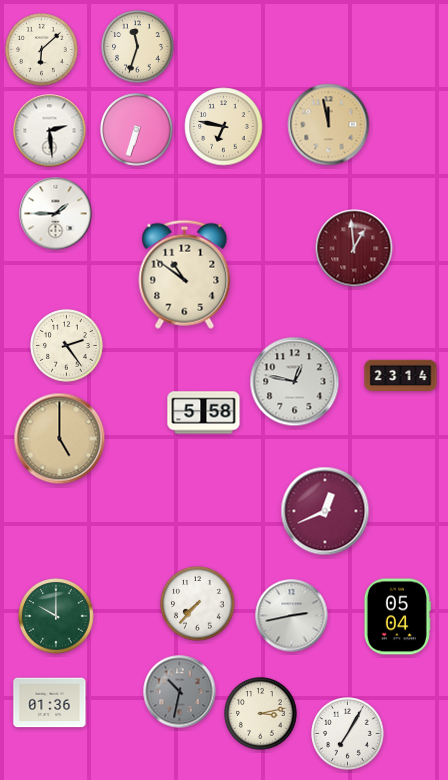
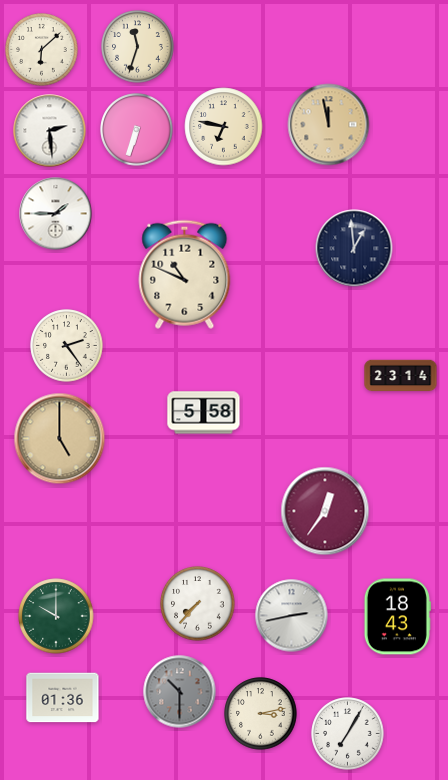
clock at (354, 248) dial: burgundy -> navy
clock at (185, 274): 10:51 -> 10:49
clock at (295, 382): 12:47 -> none
clock at (325, 511): 12:41 -> 12:36
clock at (397, 617): 05:04 -> 18:43
clock at (180, 692): 10:32 -> 10:30
clock at (50, 703) position: (50, 703) -> (63, 698)
